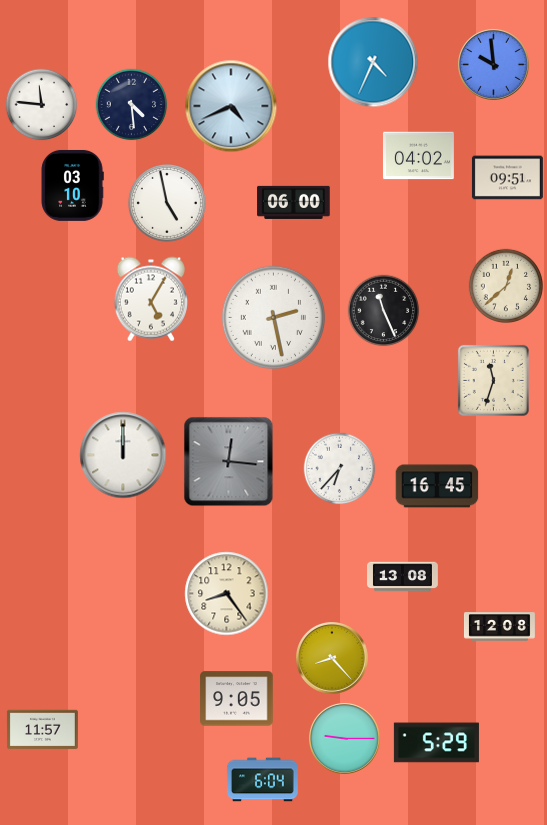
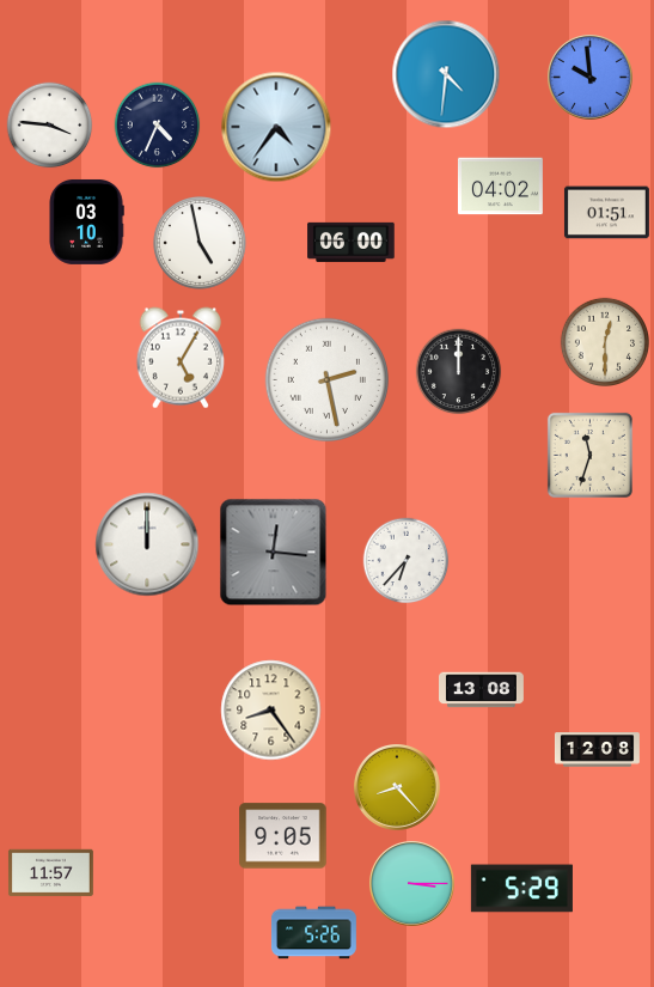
clock at (373, 62): 4:34 -> 4:31
clock at (42, 105): 11:46 -> 3:46
clock at (132, 105): 4:29 -> 4:34
clock at (231, 106): 4:41 -> 4:36
clock at (507, 178): 09:51 -> 01:51
clock at (505, 285): 12:38 -> 12:30
clock at (384, 311): 11:26 -> 12:00
clock at (437, 486): 16:45 -> none
clock at (344, 738): 9:15 -> 3:15
clock at (263, 780): 6:04 -> 5:26
